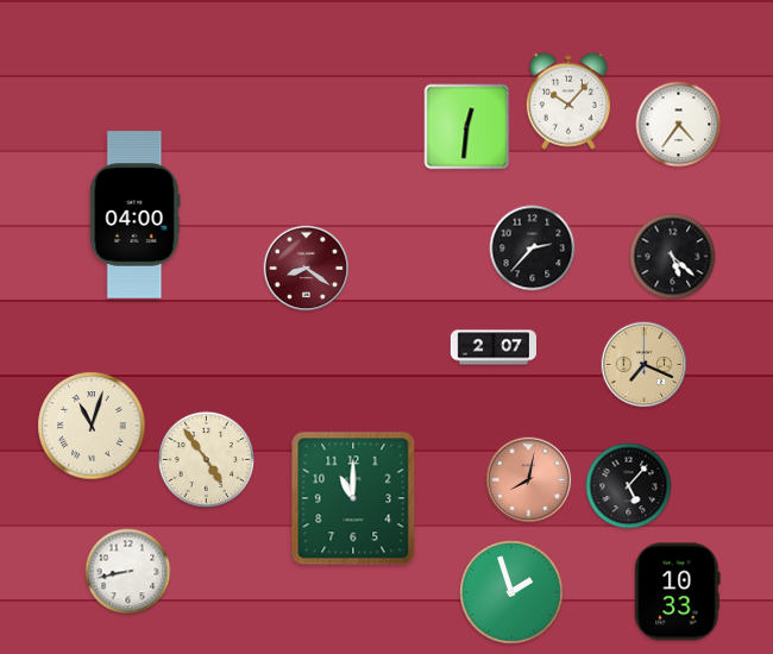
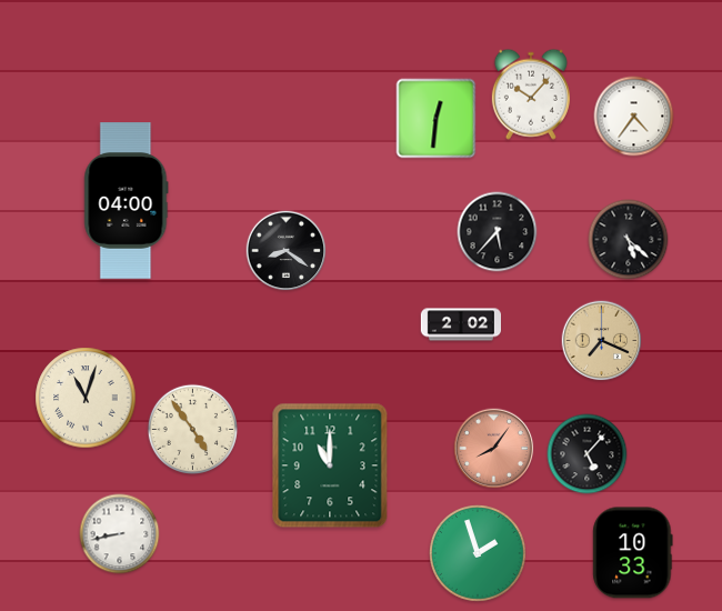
clock at (533, 249): 2:37 -> 5:37
clock at (307, 269) dial: burgundy -> black
clock at (492, 347): 2:07 -> 2:02
clock at (529, 480): 8:02 -> 8:06
